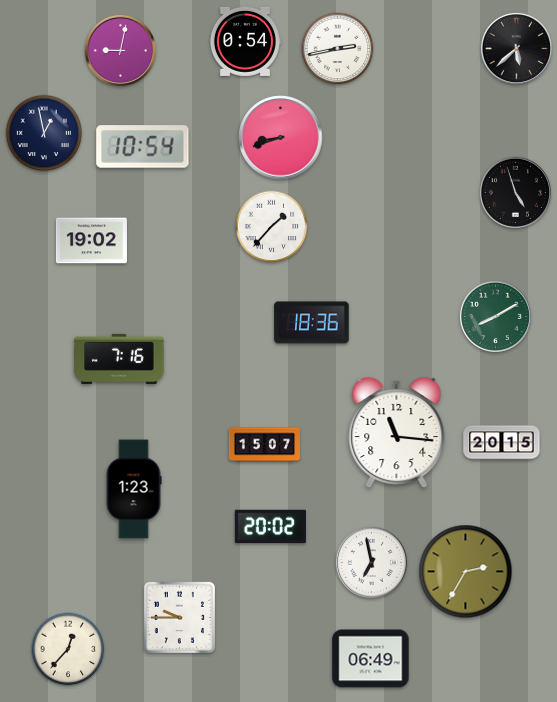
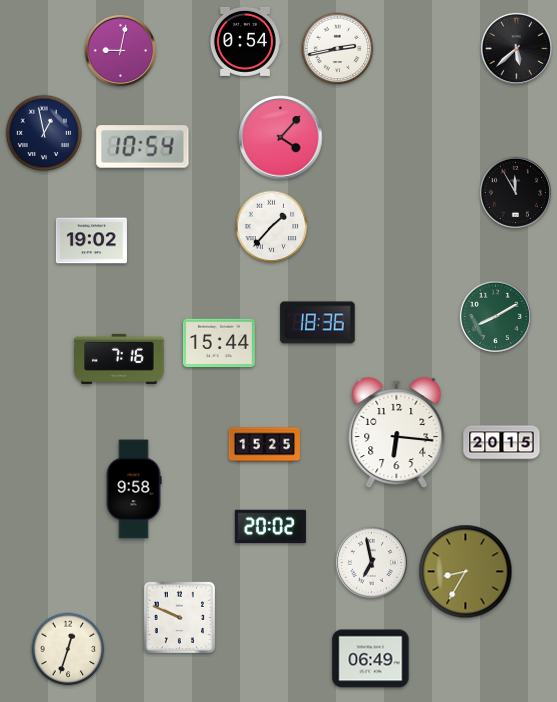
clock at (281, 138): 8:42 -> 4:07
clock at (515, 192): 4:57 -> 11:55
clock at (312, 323) position: (312, 323) -> (318, 323)
clock at (219, 343): none -> 15:44
clock at (397, 433): 11:16 -> 6:16
clock at (264, 445): 15:07 -> 15:25
clock at (134, 489): 1:23 -> 9:58
clock at (466, 572): 2:35 -> 8:35
clock at (179, 617): 9:45 -> 9:49
clock at (68, 649): 12:37 -> 12:33
